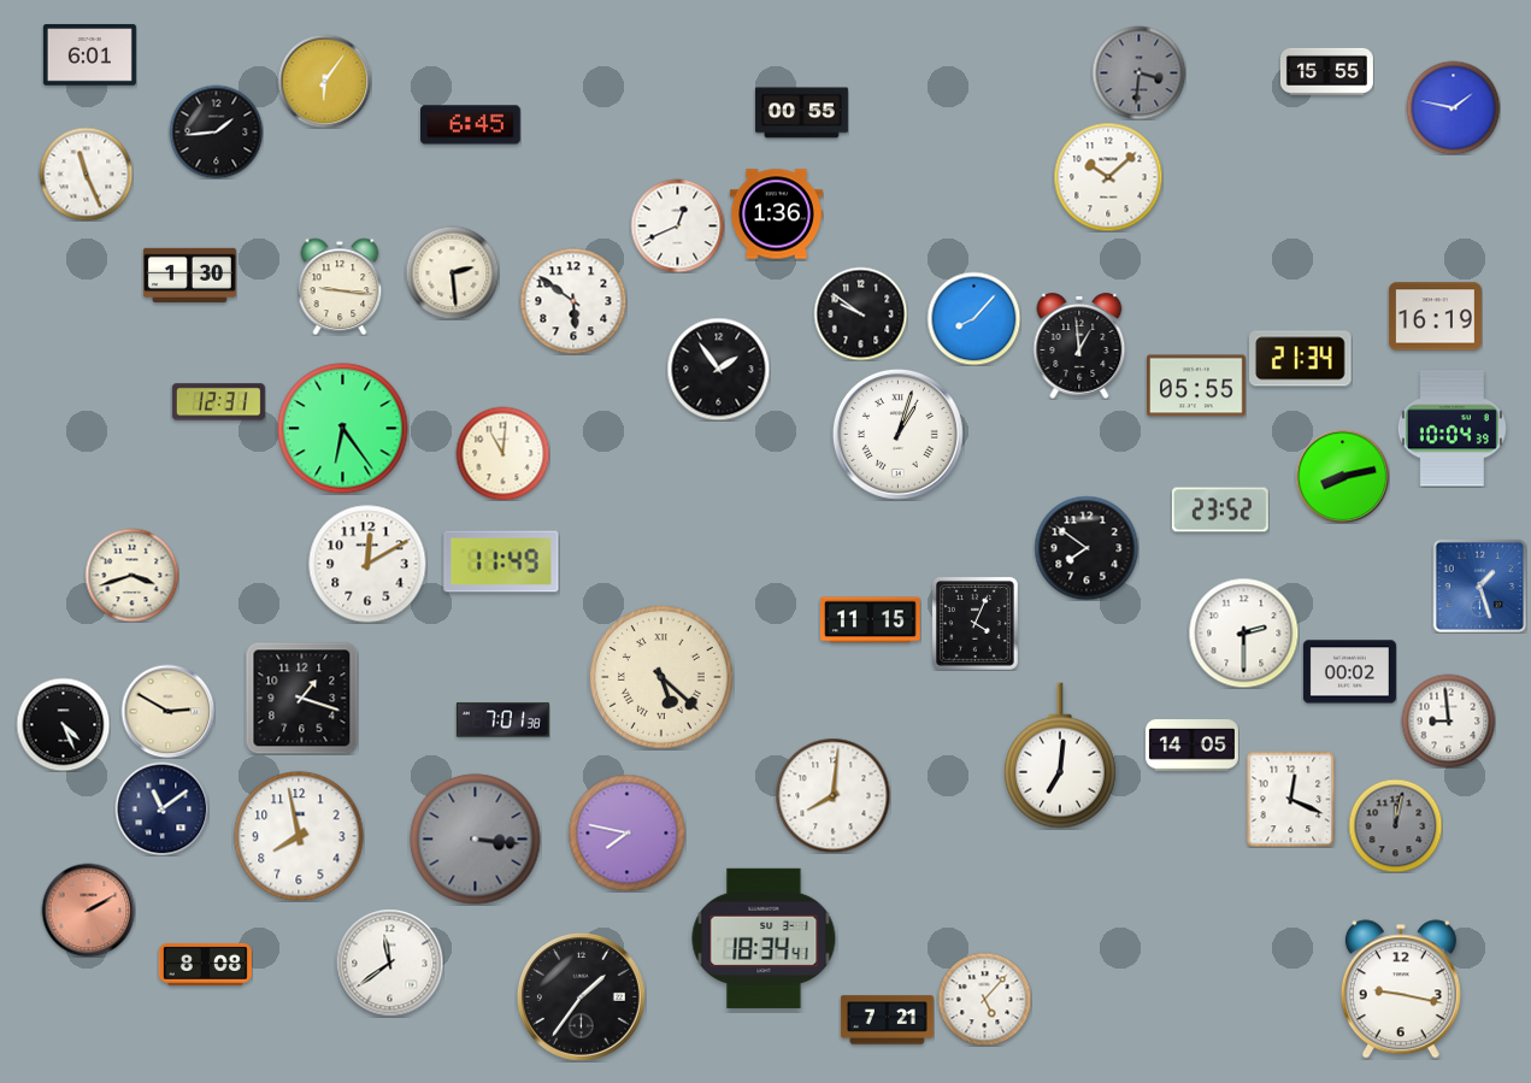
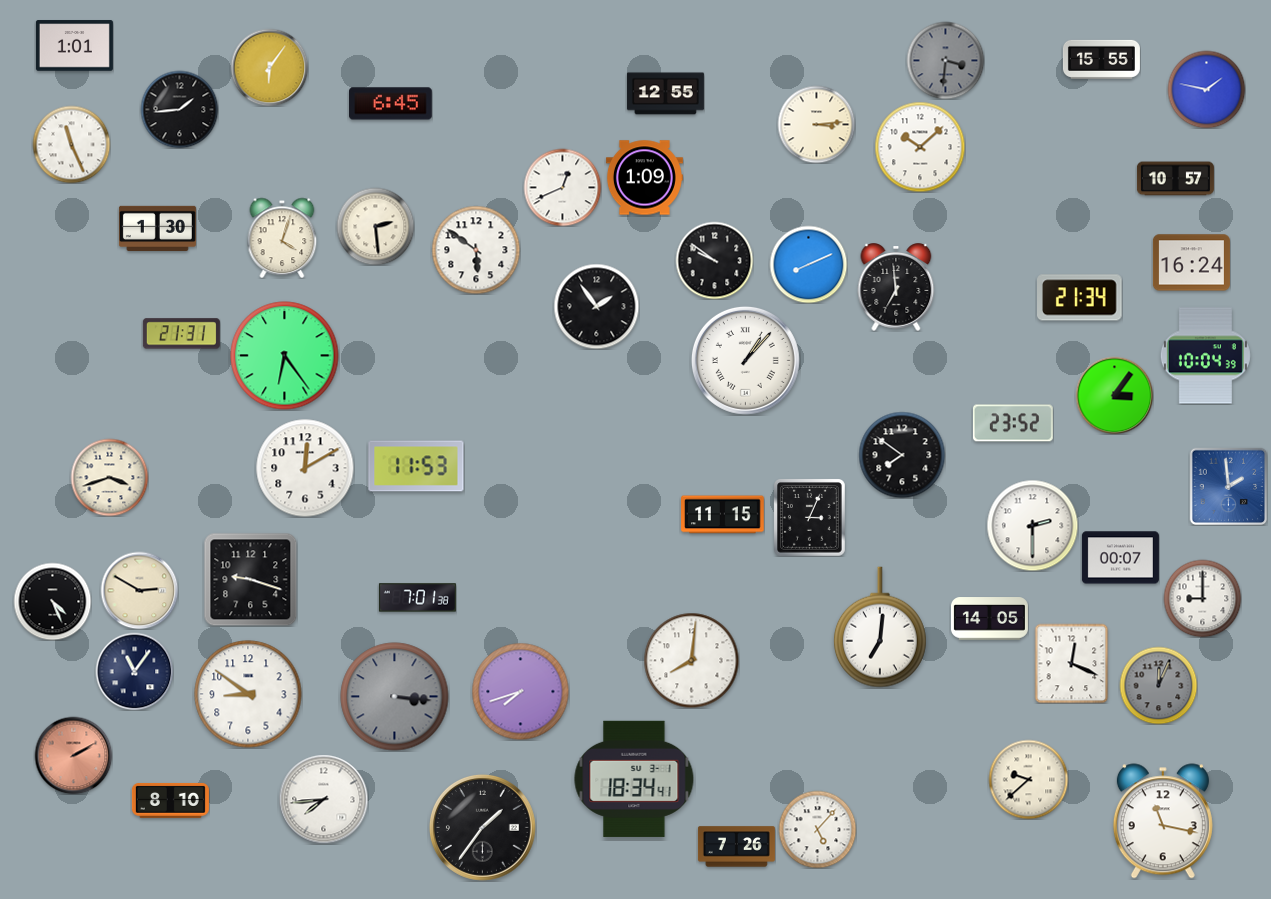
clock at (89, 55): 6:01 -> 1:01
clock at (801, 113): 00:55 -> 12:55
clock at (816, 124): none -> 3:14
clock at (776, 214): 1:36 -> 1:09
clock at (1175, 179): none -> 10:57
clock at (340, 287): 9:16 -> 4:03
clock at (1435, 317): 16:19 -> 16:24
clock at (973, 318): 8:07 -> 8:11
clock at (1079, 346): 12:59 -> 6:59
clock at (1197, 385): 05:55 -> none
clock at (218, 402): 12:31 -> 21:31
clock at (897, 434): 1:03 -> 1:07
clock at (502, 453): 11:01 -> none
clock at (1342, 476): 8:13 -> 3:06
clock at (501, 561): 11:49 -> 11:53
clock at (1479, 585): 1:27 -> 1:59
clock at (976, 624): 4:04 -> 3:04
clock at (1349, 672): 00:02 -> 00:07
clock at (663, 678): 5:22 -> none
clock at (301, 698): 1:18 -> 9:18
clock at (1448, 720): 8:59 -> 9:00
clock at (161, 808): 11:09 -> 11:06
clock at (1395, 825): 12:02 -> 12:04
clock at (626, 832): 7:47 -> 7:42
clock at (299, 836): 7:58 -> 8:51
clock at (1028, 779): none -> 9:38
clock at (389, 963): 11:39 -> 7:44
clock at (205, 964): 8:08 -> 8:10
clock at (1401, 989): 9:17 -> 11:17
clock at (887, 1020): 7:21 -> 7:26
